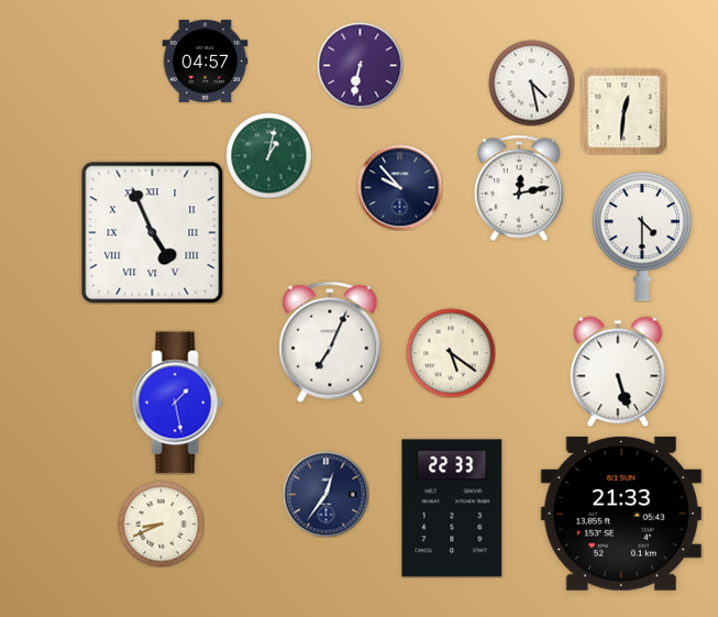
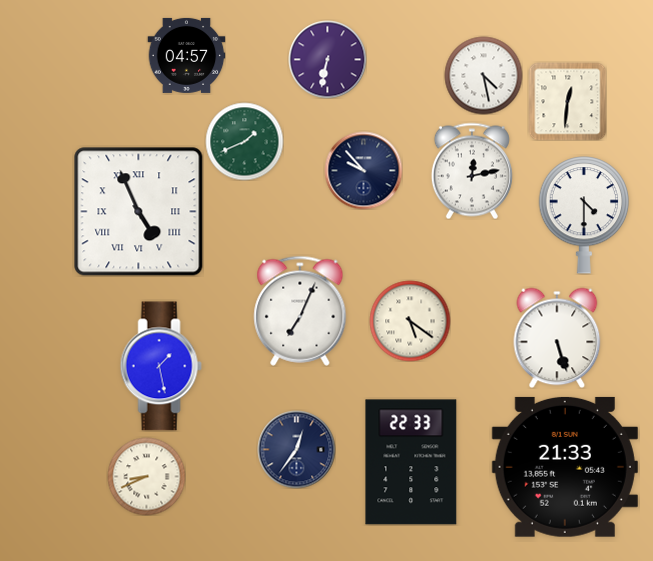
clock at (268, 155): 1:02 -> 1:41
clock at (618, 372) position: (618, 372) -> (557, 338)
